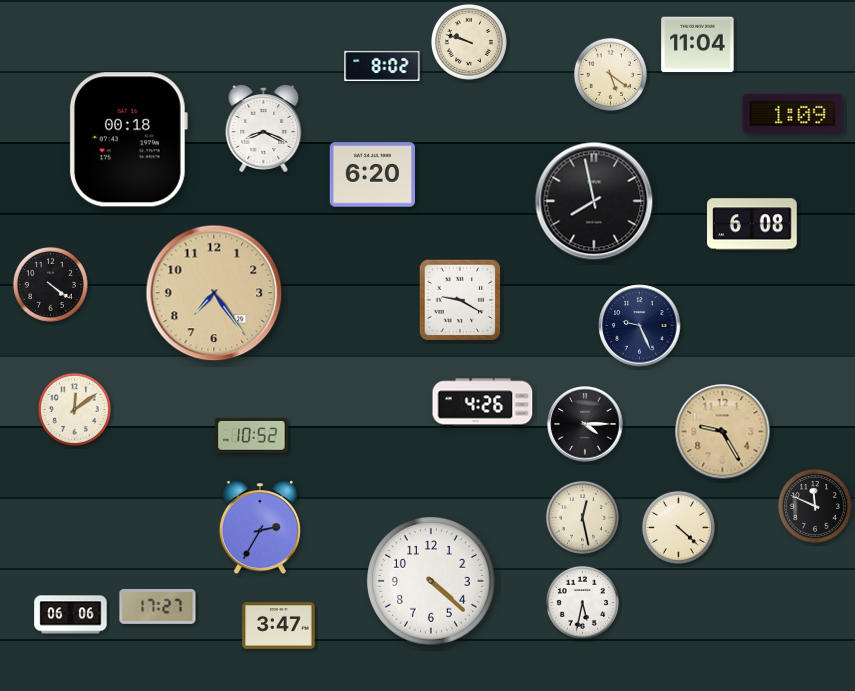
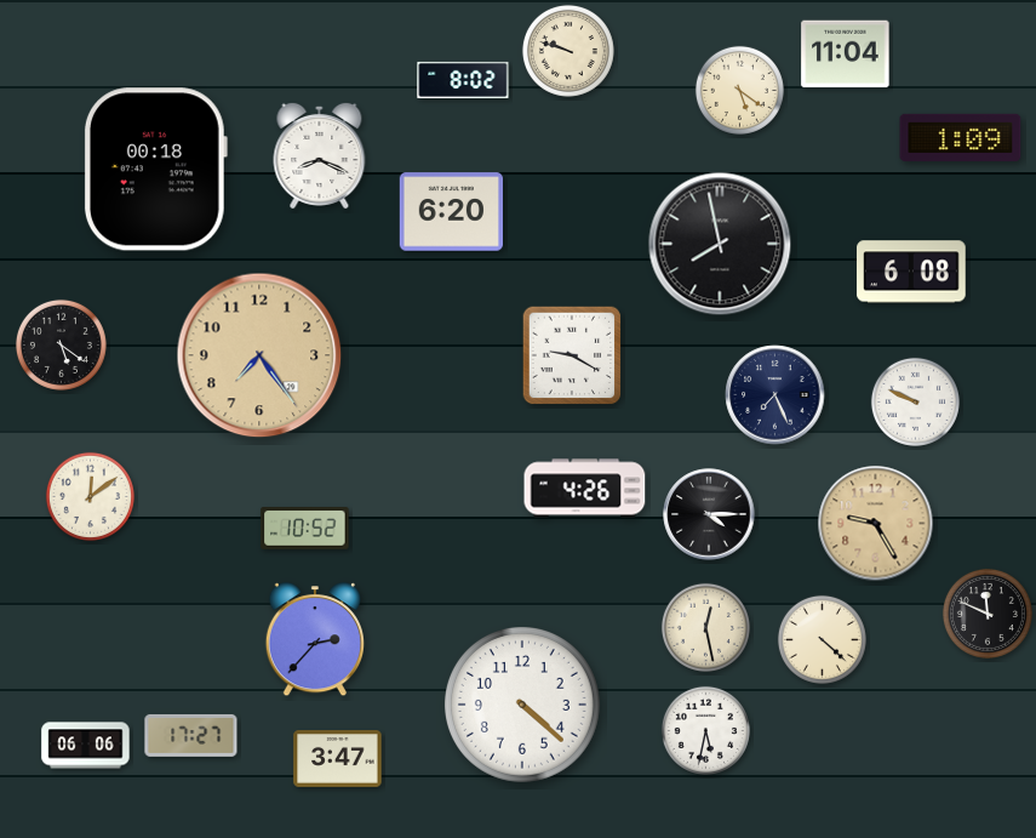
clock at (50, 284): 4:21 -> 5:21
clock at (460, 300) position: (460, 300) -> (572, 355)
clock at (640, 326): 9:26 -> 7:26
clock at (915, 401): none -> 9:49
clock at (260, 528): 2:35 -> 2:37
